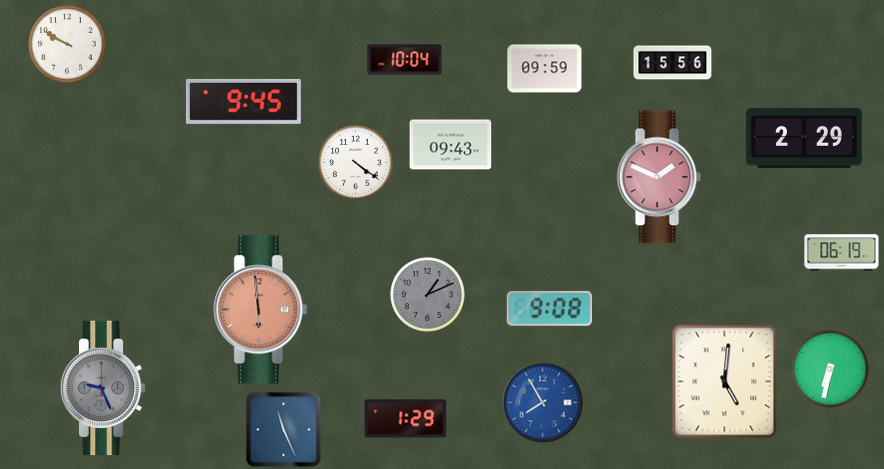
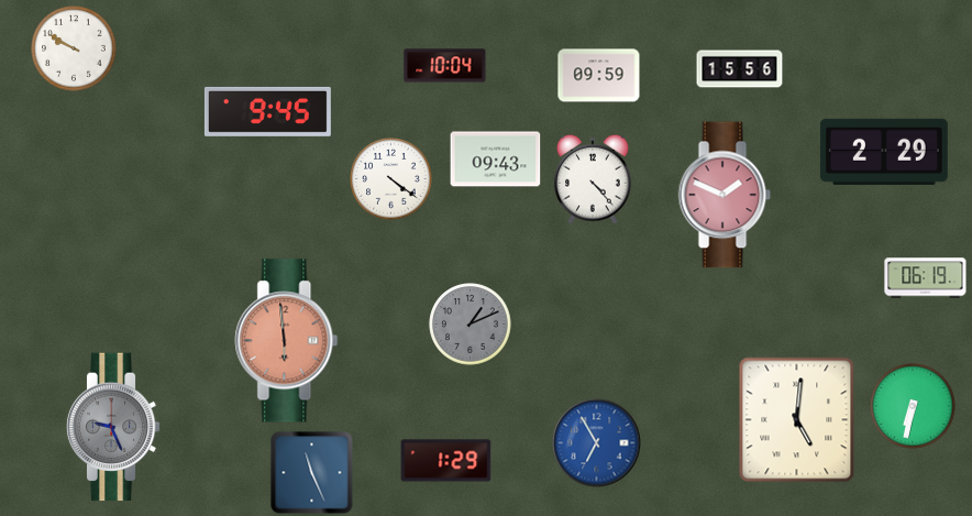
clock at (593, 179): none -> 4:23
clock at (549, 308): 9:08 -> none
clock at (543, 403): 7:55 -> 6:55
